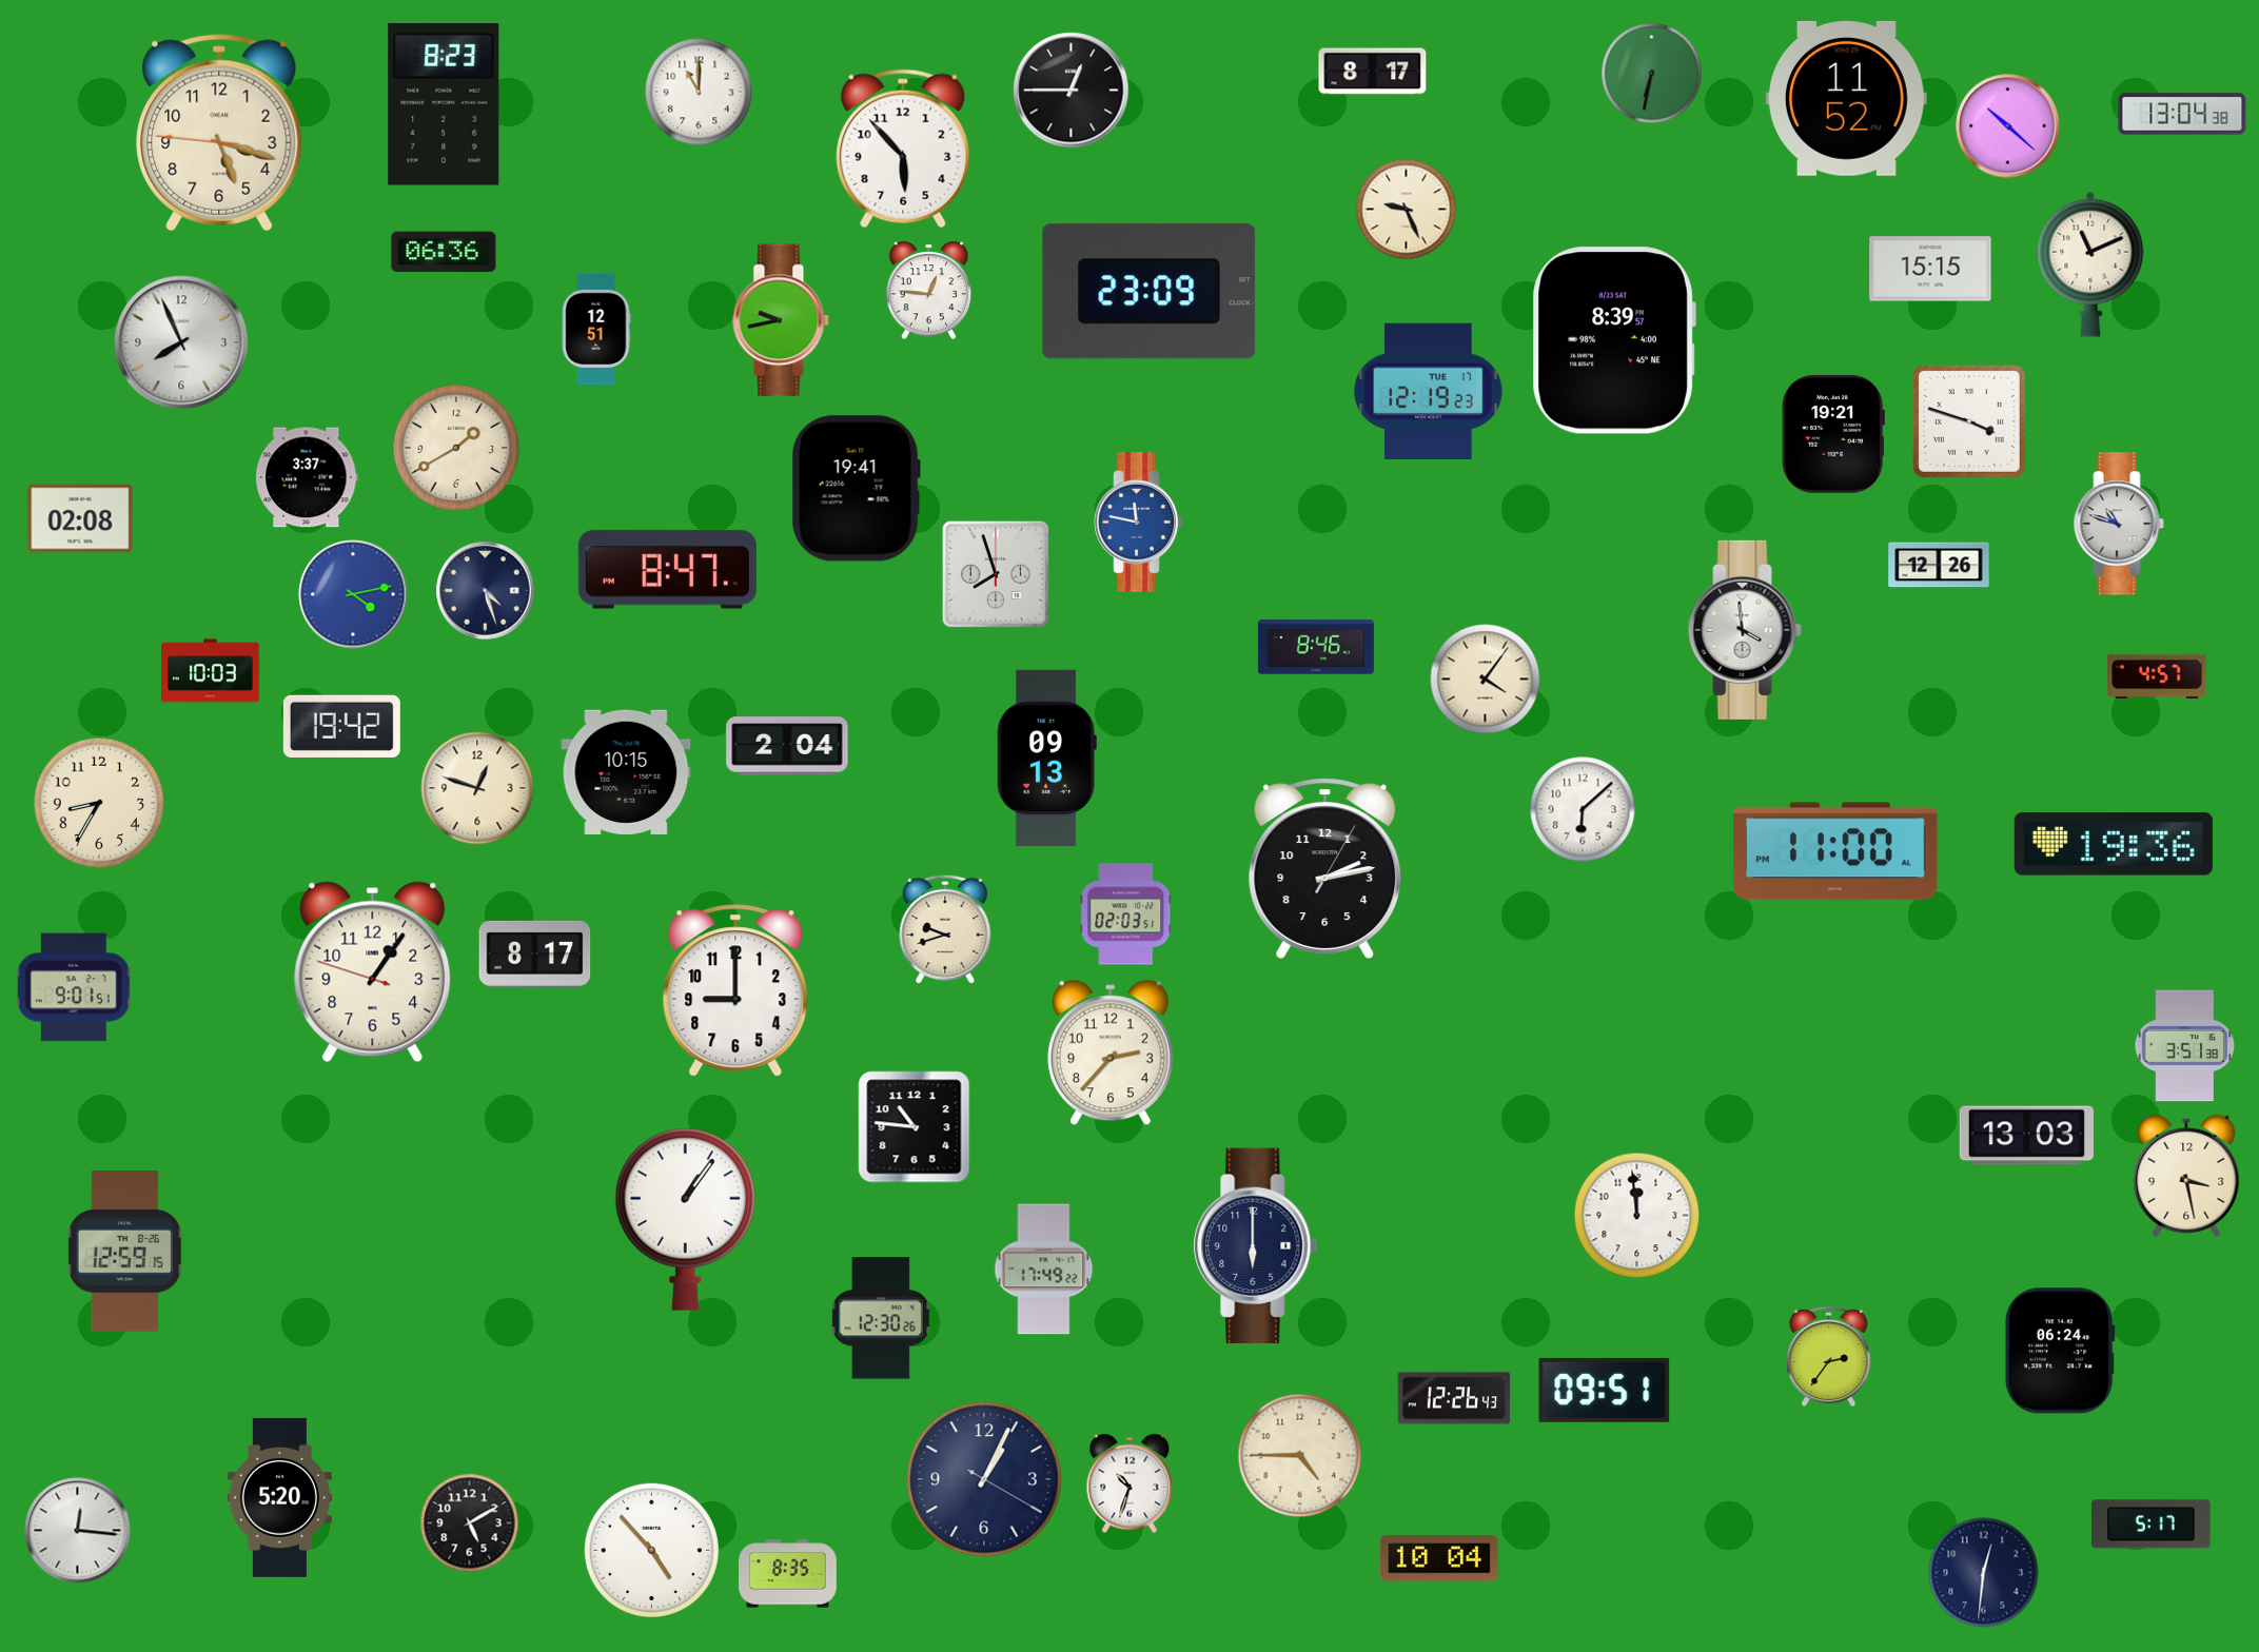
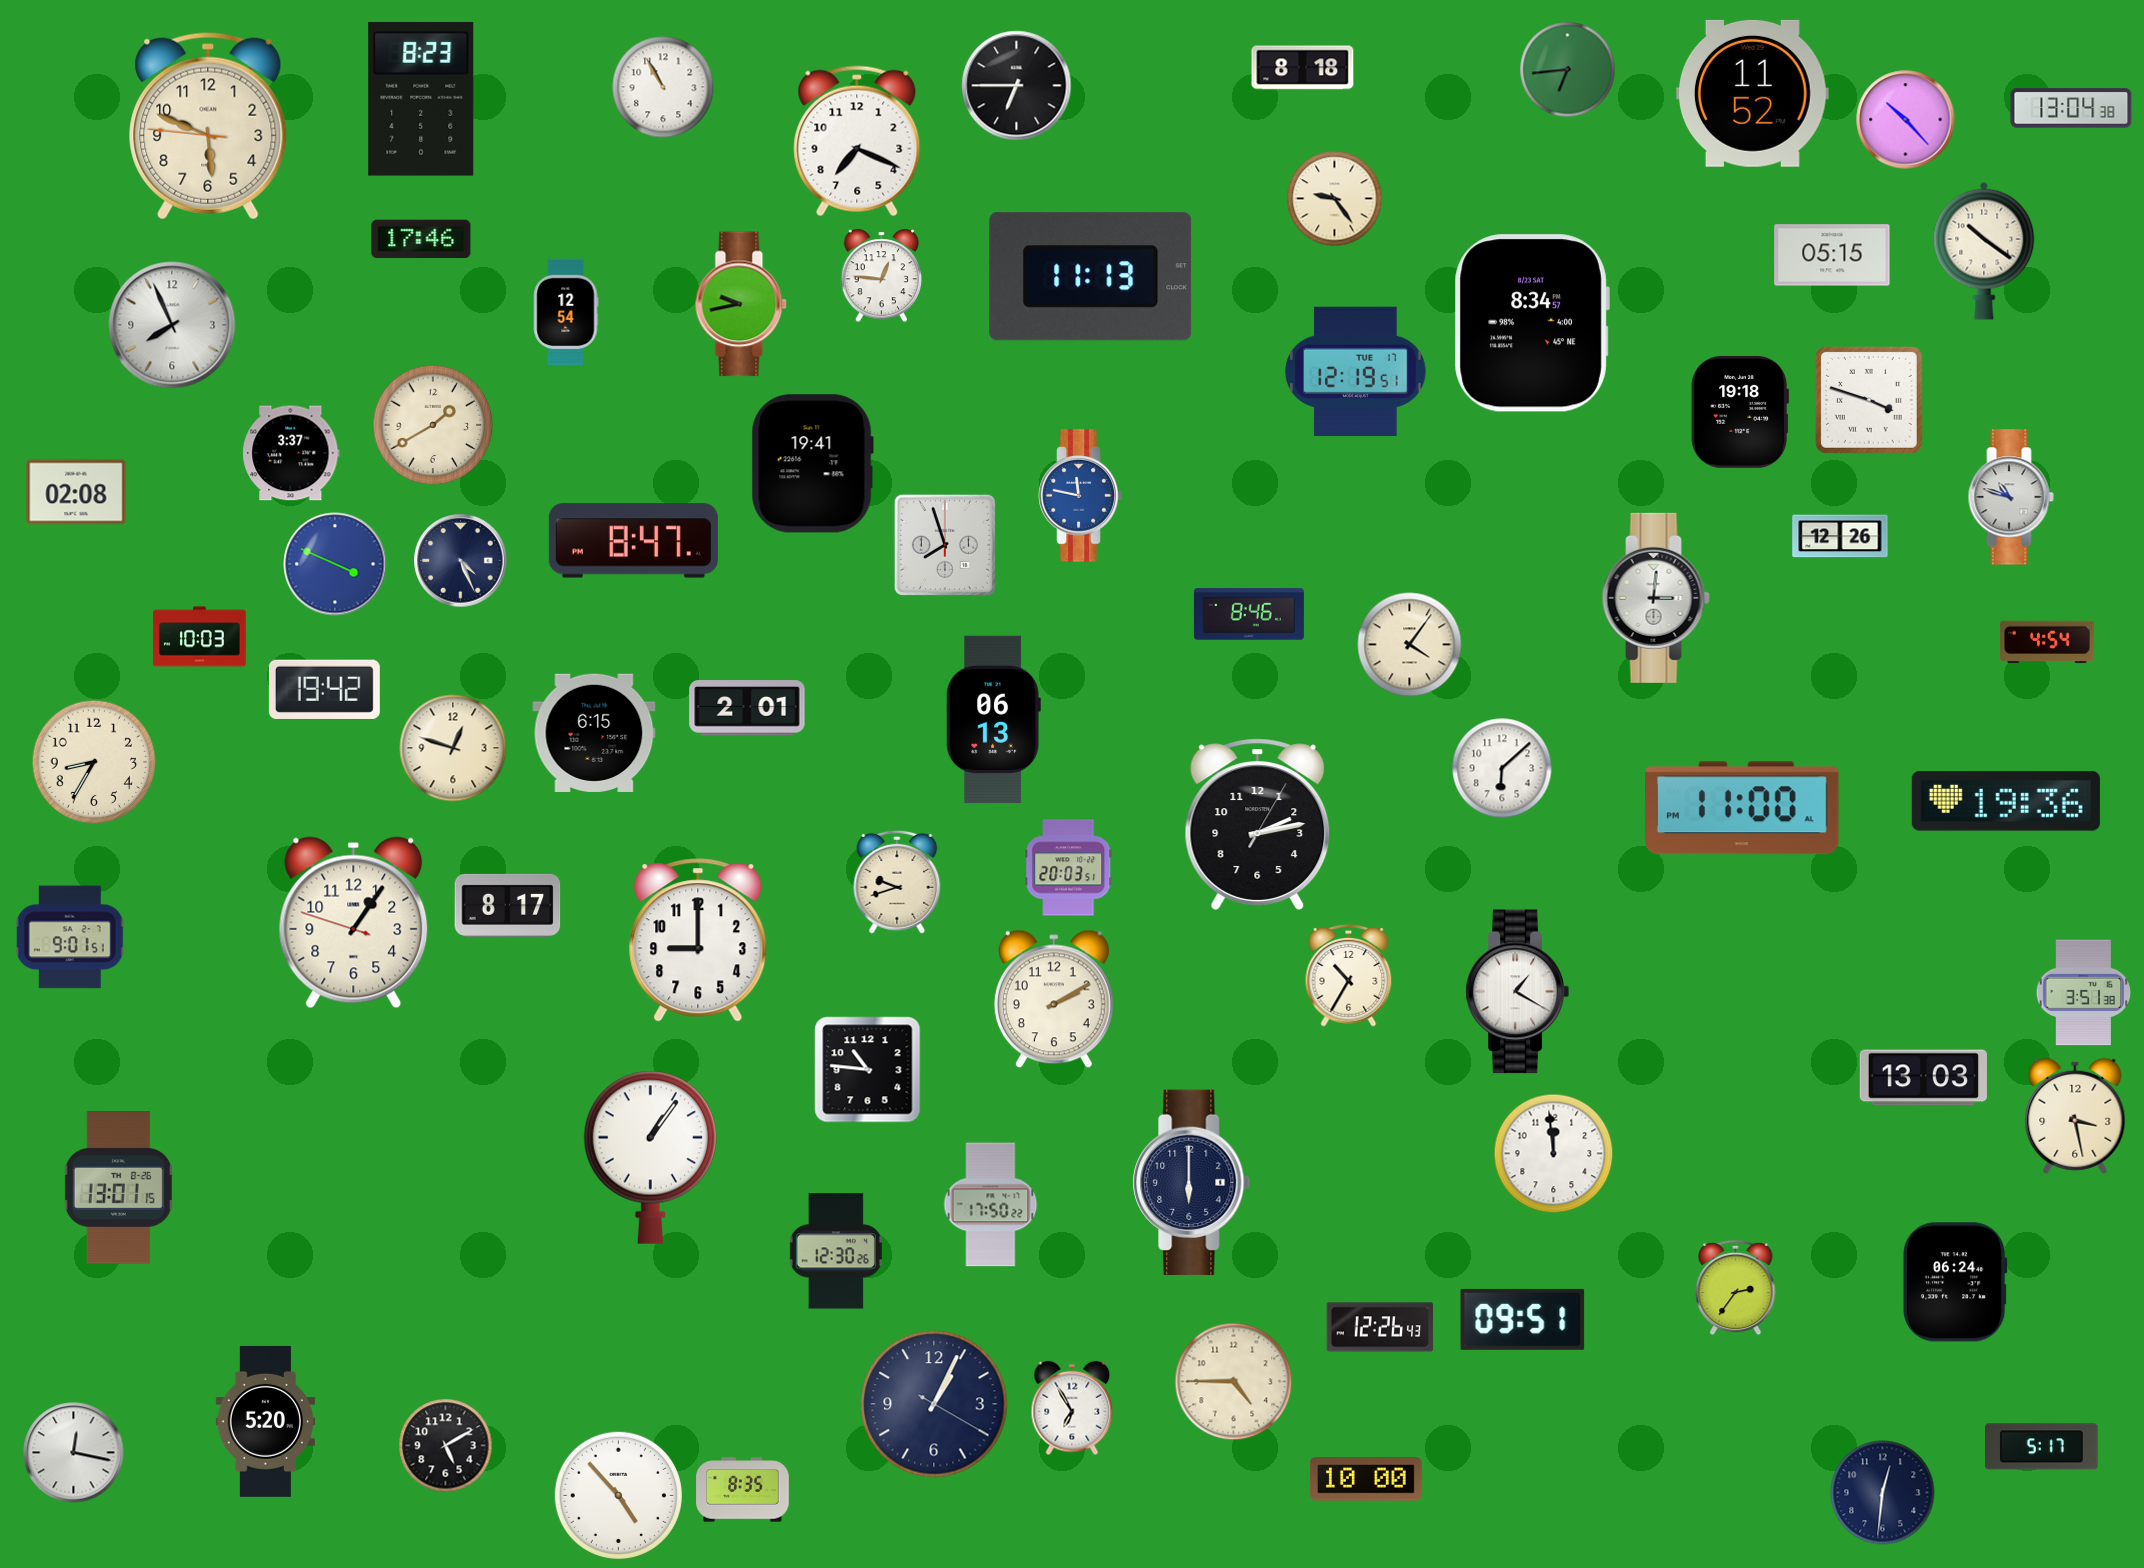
clock at (1373, 72): 8:17 -> 8:18
clock at (1652, 74): 6:32 -> 6:44
clock at (1072, 91): 12:45 -> 6:45
clock at (699, 92): 11:00 -> 10:55
clock at (2008, 126): 10:22 -> 10:23
clock at (219, 133): 5:17 -> 5:48
clock at (903, 149): 5:53 -> 7:19
clock at (1407, 210): 9:26 -> 9:24
clock at (444, 252): 06:36 -> 17:46
clock at (2090, 264): 11:11 -> 10:21
clock at (1930, 269): 15:15 -> 05:15
clock at (1150, 292): 23:09 -> 11:13
clock at (596, 329): 12:51 -> 12:54
clock at (1614, 340): 8:39 -> 8:34
clock at (1429, 391): 12:19:23 -> 12:19:51
clock at (1833, 434): 19:21 -> 19:18
clock at (486, 591): 4:27 -> 4:26
clock at (353, 594): 4:13 -> 3:49
clock at (1745, 630): 3:59 -> 3:01
clock at (2157, 676): 4:57 -> 4:54
clock at (787, 746): 2:04 -> 2:01
clock at (1046, 758): 09:13 -> 06:13
clock at (626, 772): 10:15 -> 6:15
clock at (1126, 914): 02:03 -> 20:03
clock at (1349, 975): none -> 10:35
clock at (1517, 992): none -> 1:20
clock at (2185, 1046) position: (2185, 1046) -> (2084, 993)
clock at (1111, 1053): 2:37 -> 2:10
clock at (124, 1252): 12:59 -> 13:01
clock at (1044, 1270): 17:49 -> 17:50
clock at (1129, 1483): 10:33 -> 6:55
clock at (78, 1531): 12:16 -> 12:17
clock at (651, 1550) position: (651, 1550) -> (618, 1495)
clock at (1440, 1558): 10:04 -> 10:00
clock at (788, 1574) position: (788, 1574) -> (743, 1490)
